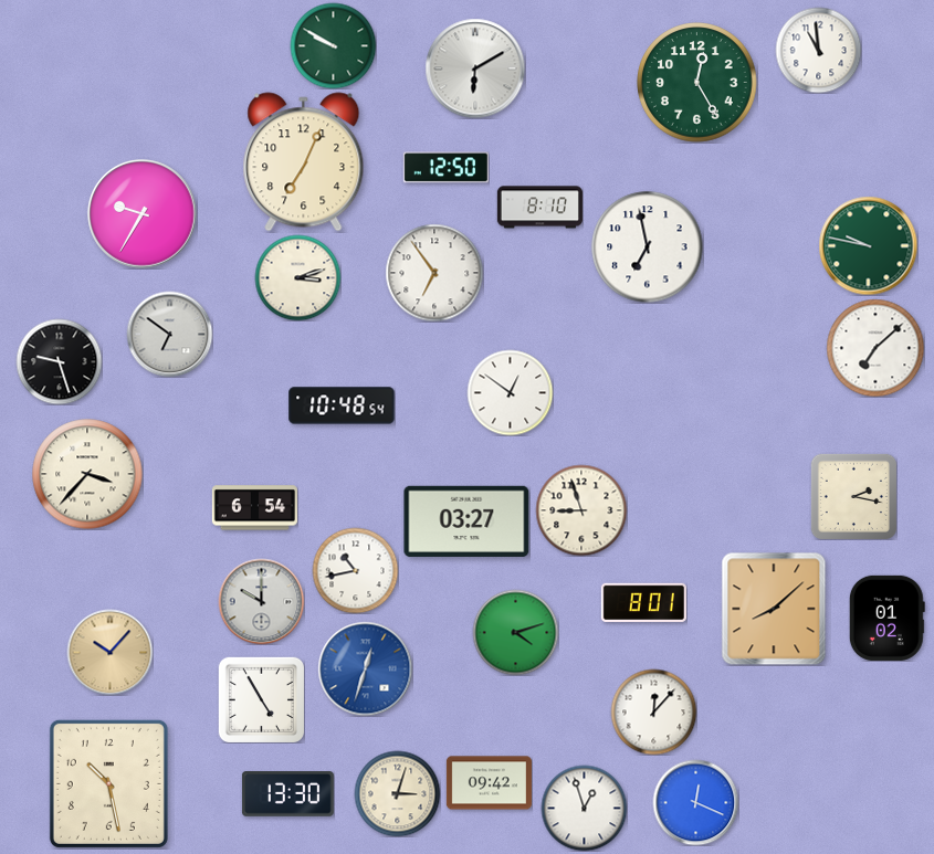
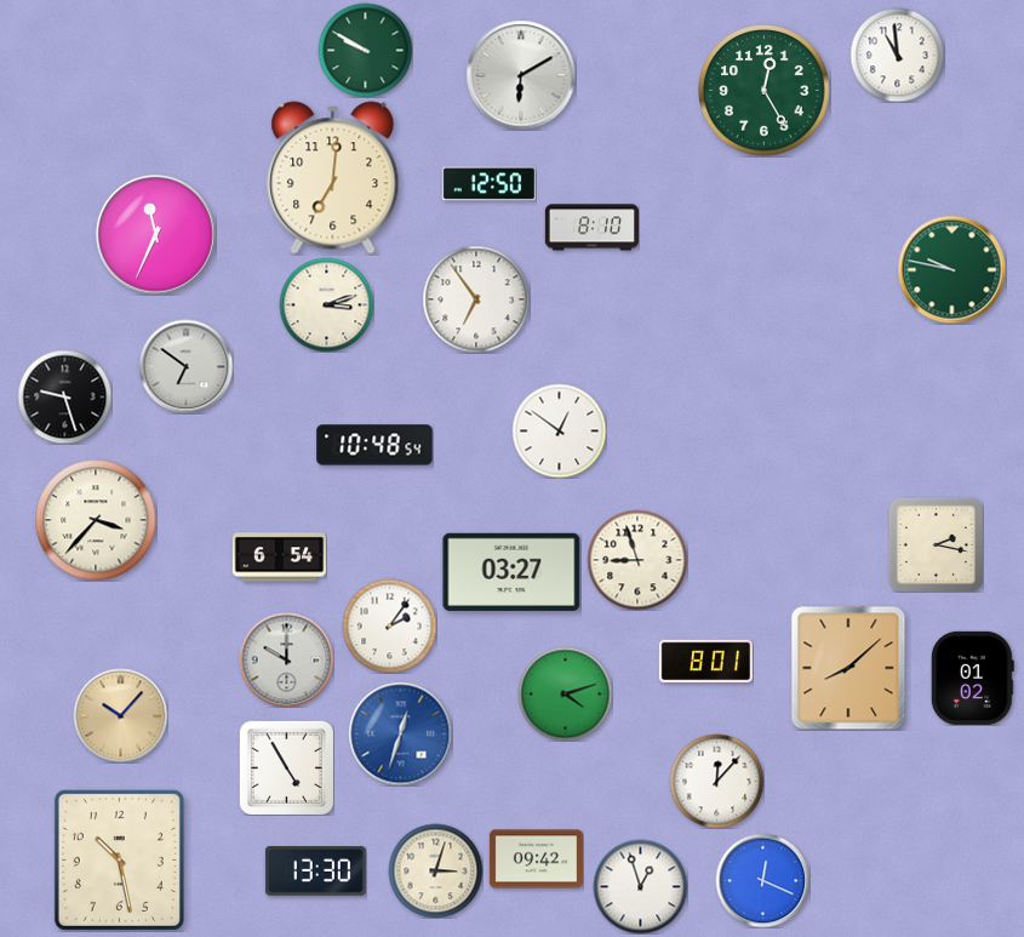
clock at (304, 162): 7:04 -> 7:01
clock at (143, 214): 9:35 -> 11:34
clock at (648, 247): 6:58 -> none
clock at (875, 348): 7:08 -> none
clock at (355, 570): 10:43 -> 2:06
